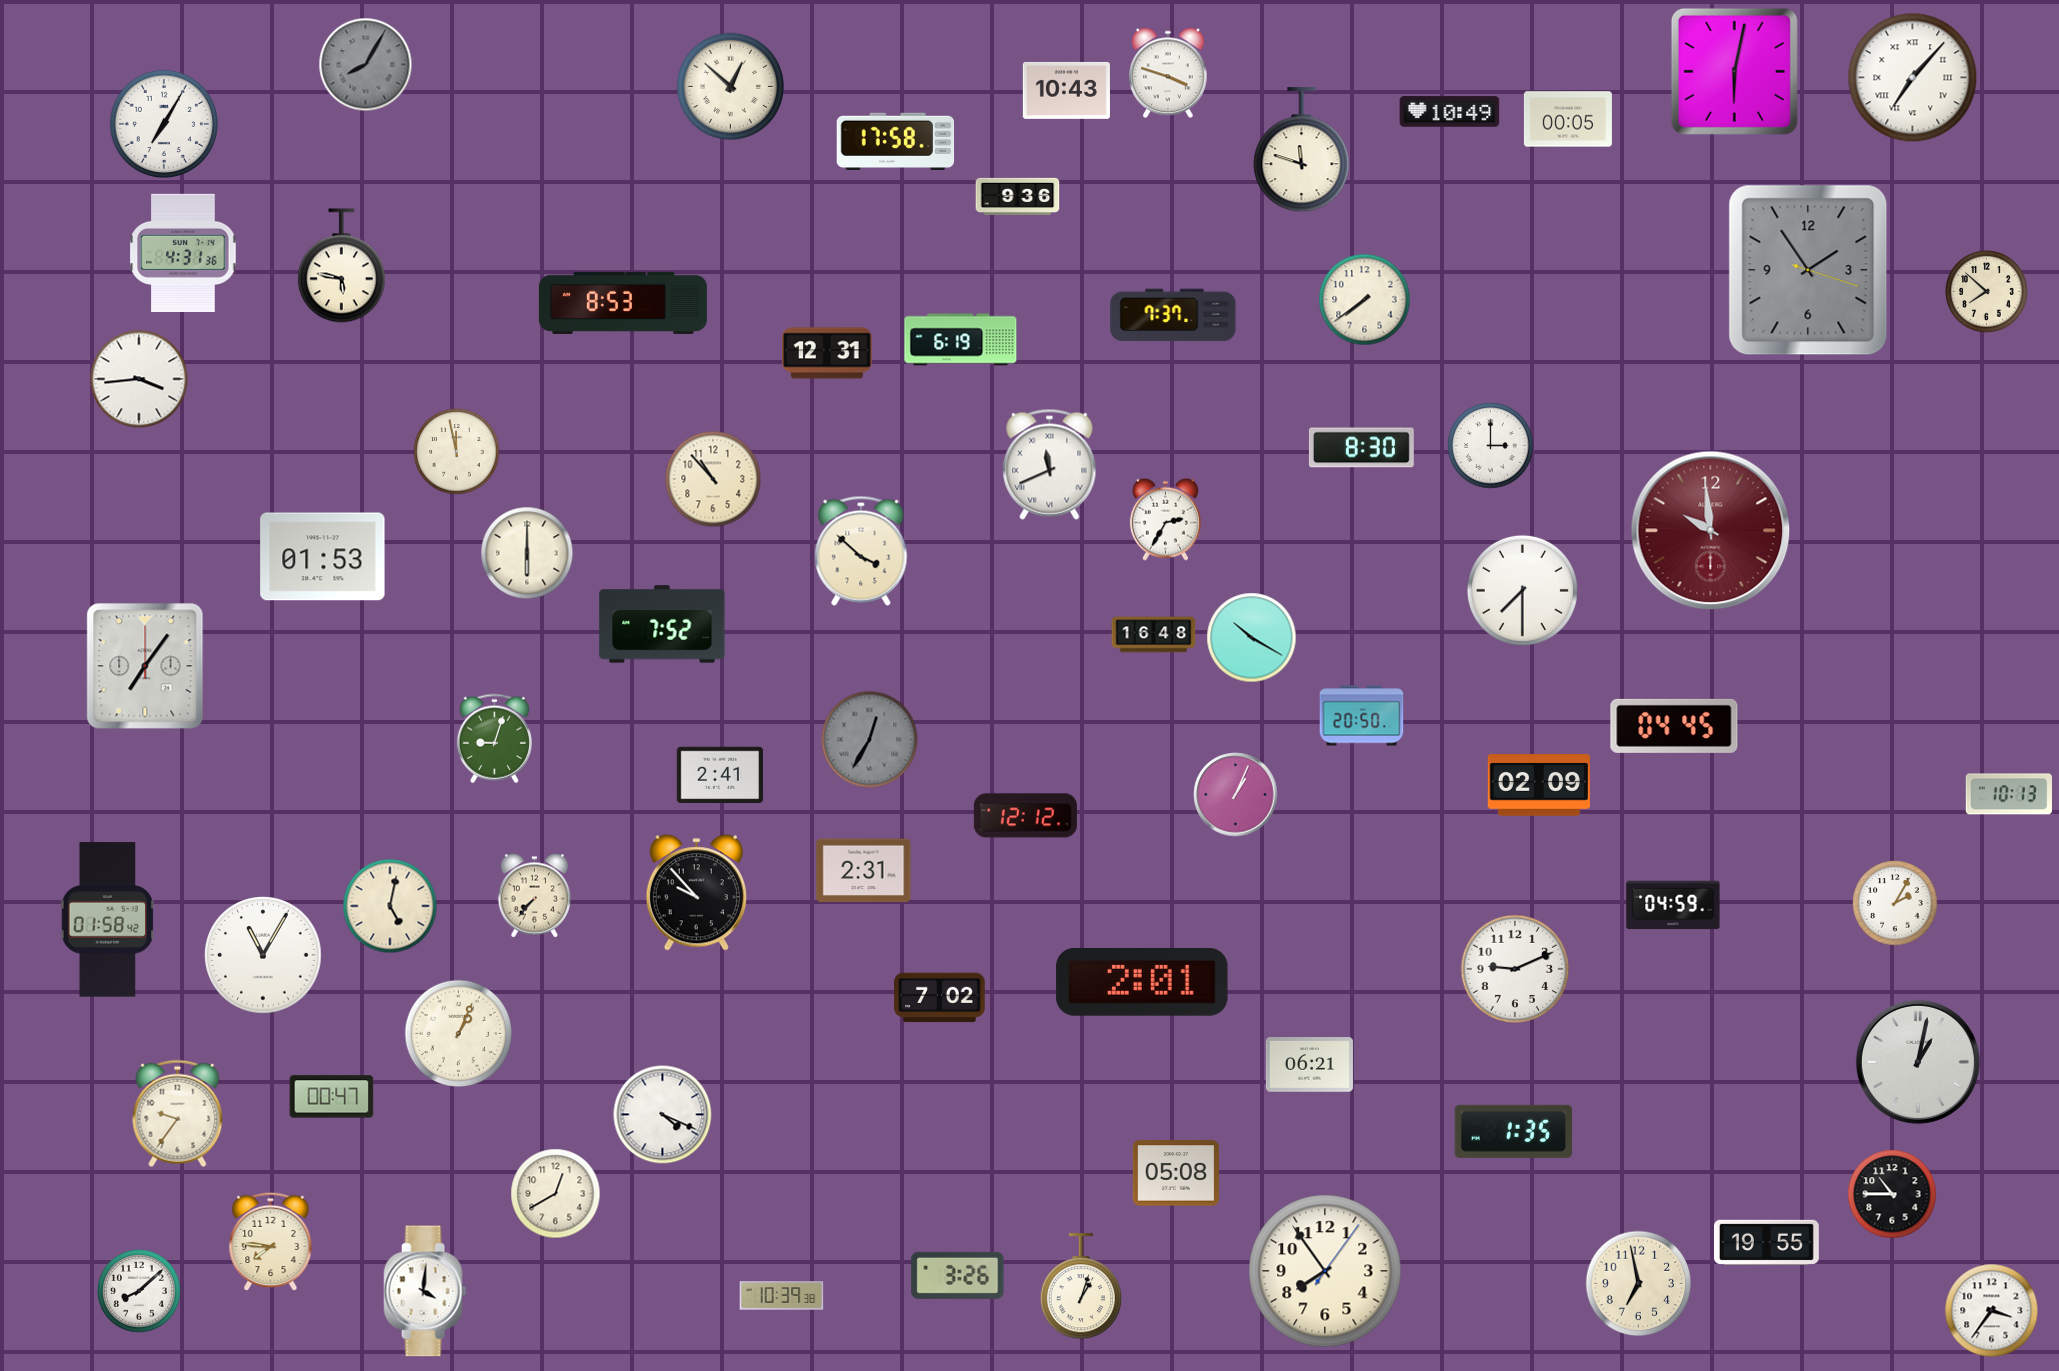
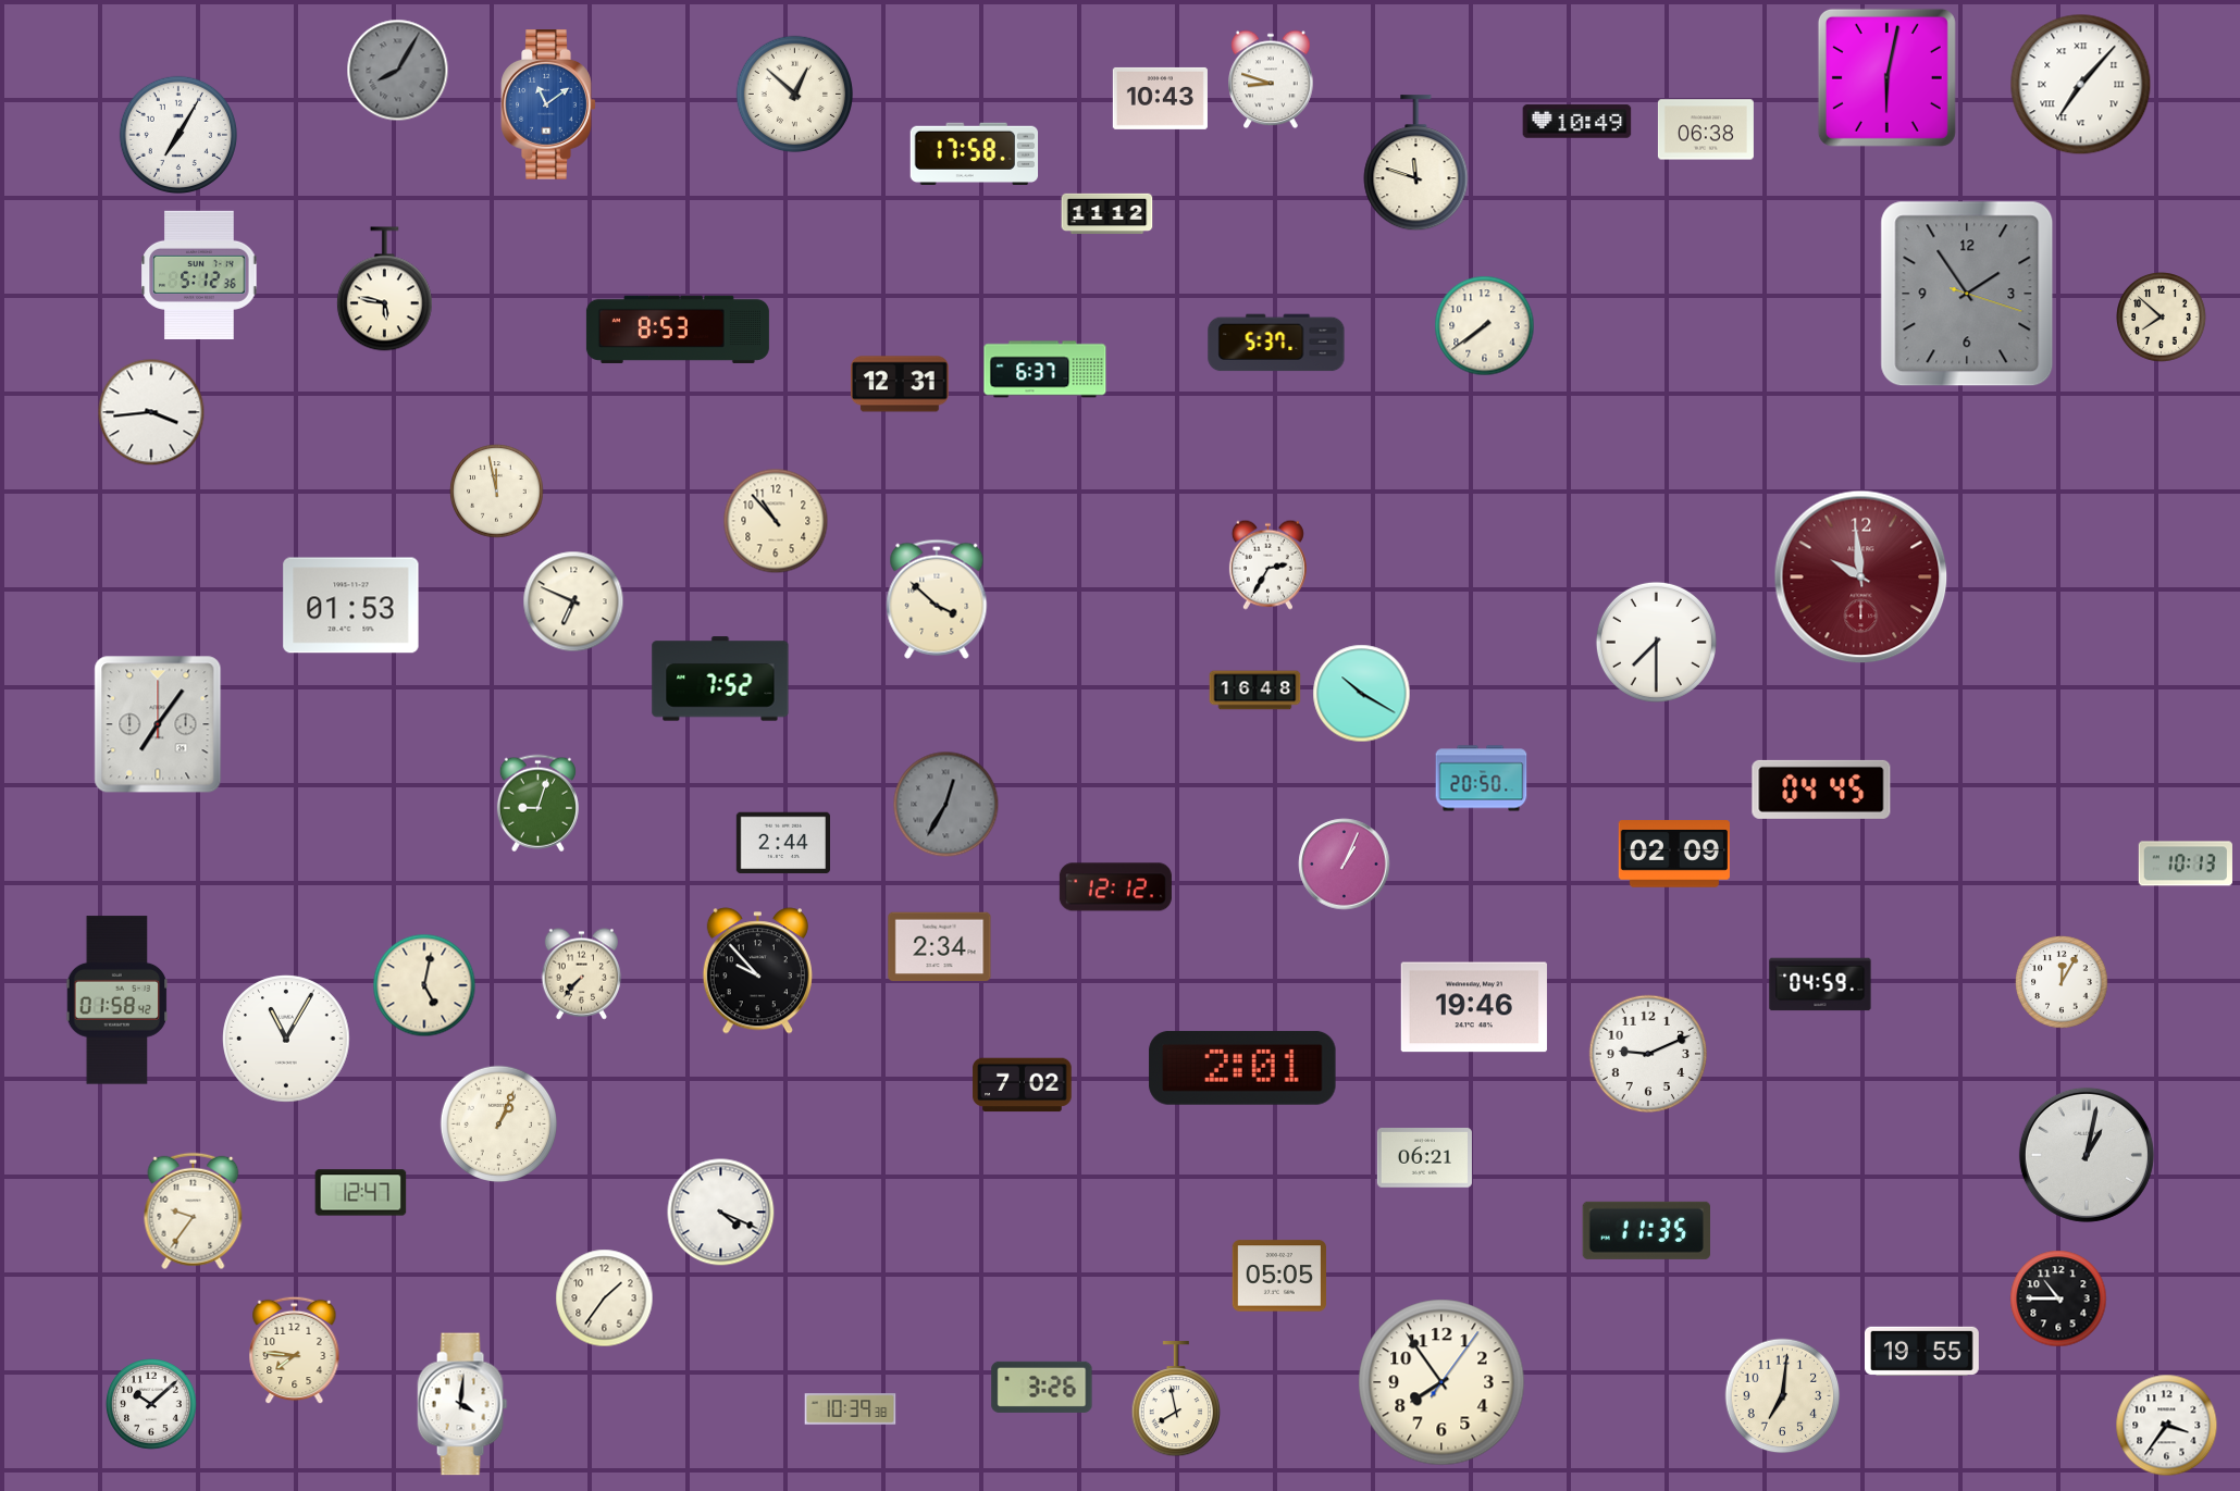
clock at (1168, 73): 3:48 -> 8:48
clock at (548, 105): none -> 11:09
clock at (1568, 119): 00:05 -> 06:38
clock at (1018, 197): 9:36 -> 11:12
clock at (183, 253): 4:31 -> 5:12
clock at (341, 266) position: (341, 266) -> (384, 289)
clock at (1173, 315): 7:37 -> 5:37
clock at (961, 340): 6:19 -> 6:37
clock at (1491, 446): 3:00 -> none
clock at (1361, 448): 8:30 -> none
clock at (1050, 464): 11:41 -> none
clock at (527, 553): 6:00 -> 6:49
clock at (719, 775): 2:41 -> 2:44
clock at (864, 871): 2:31 -> 2:34
clock at (1895, 903): 2:05 -> 12:05
clock at (1474, 1007): none -> 19:46
clock at (332, 1097): 00:47 -> 12:47
clock at (1513, 1131): 1:35 -> 11:35
clock at (1175, 1173): 05:08 -> 05:05
clock at (556, 1194): 12:40 -> 1:36
clock at (1639, 1284): 6:58 -> 7:01
clock at (1080, 1287): 1:03 -> 7:58
clock at (139, 1291): 8:08 -> 10:08
